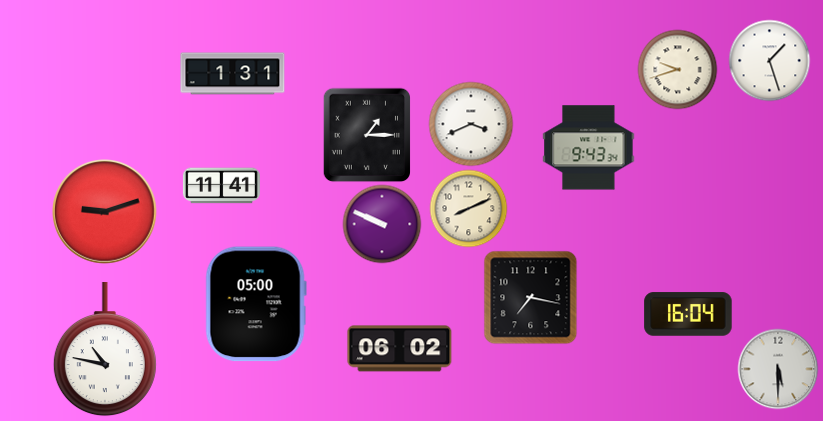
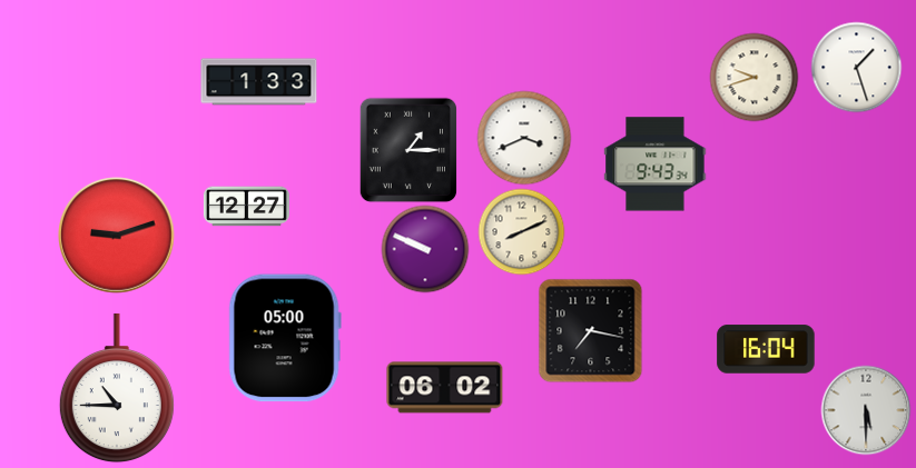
clock at (233, 74): 1:31 -> 1:33
clock at (221, 186): 11:41 -> 12:27
clock at (105, 349): 10:47 -> 10:45
